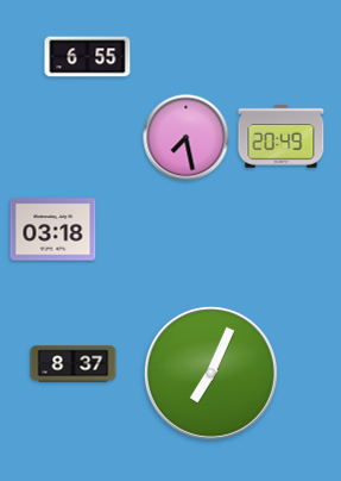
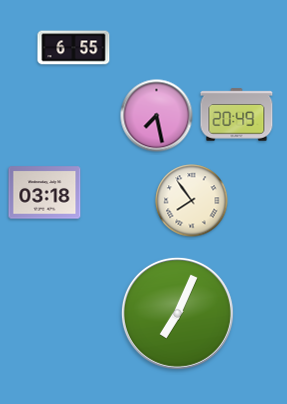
clock at (192, 201): none -> 7:54
clock at (74, 364): 8:37 -> none
